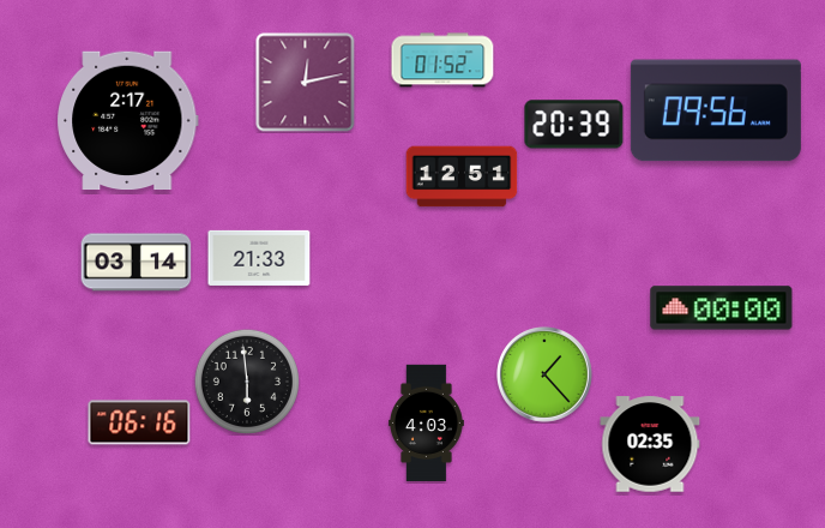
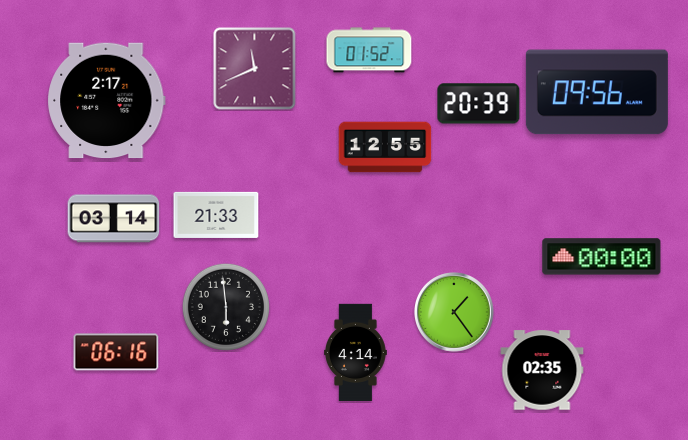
clock at (306, 83): 12:13 -> 11:41
clock at (462, 176): 12:51 -> 12:55
clock at (546, 376): 1:23 -> 1:24
clock at (247, 382) position: (247, 382) -> (226, 307)
clock at (426, 424): 4:03 -> 4:14
